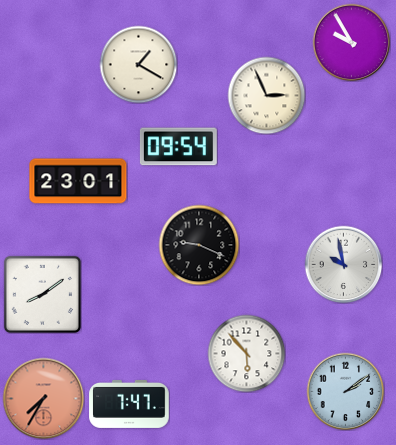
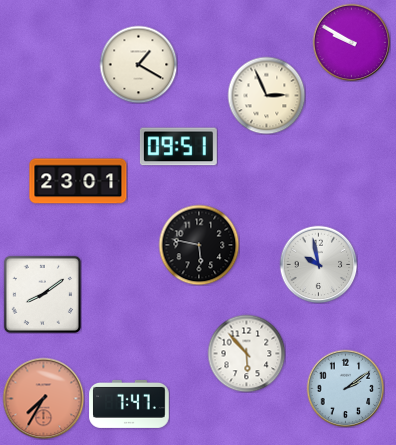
clock at (351, 42): 9:55 -> 9:50
clock at (178, 147): 09:54 -> 09:51
clock at (199, 245): 9:19 -> 5:47
clock at (343, 264) position: (343, 264) -> (318, 264)
clock at (345, 391) position: (345, 391) -> (345, 388)
